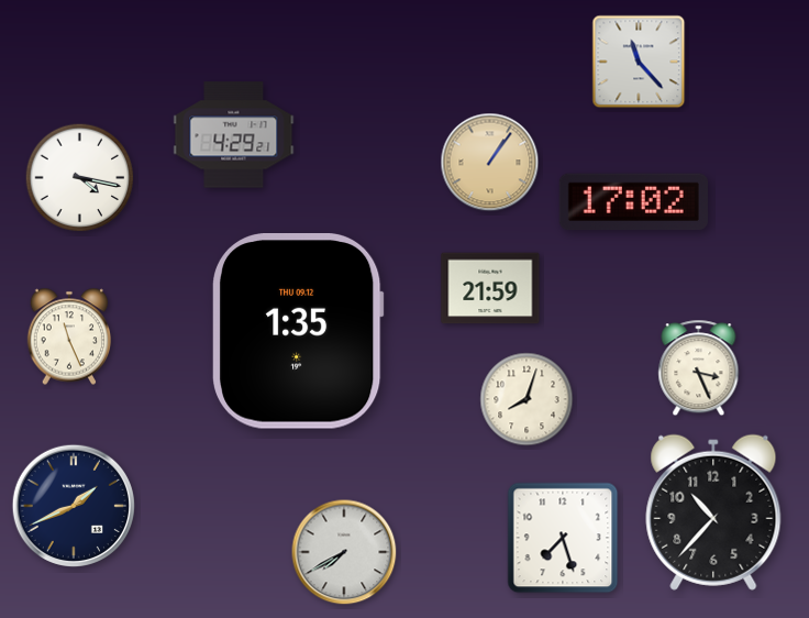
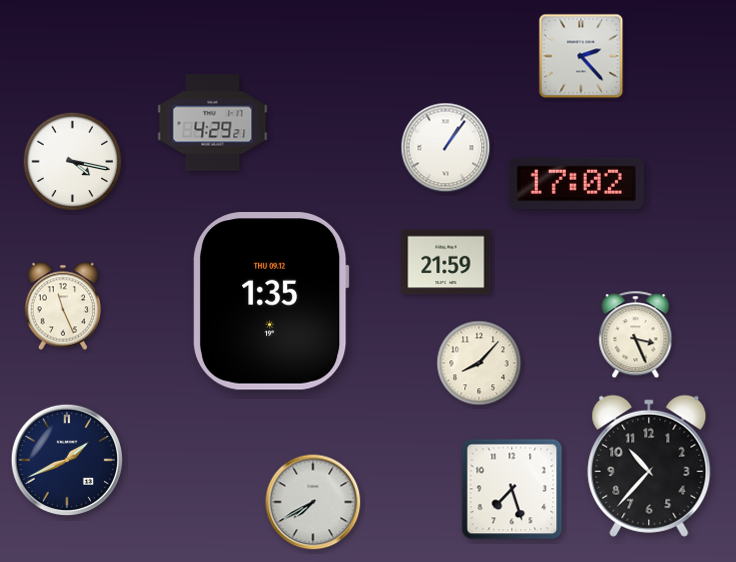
clock at (639, 62): 11:23 -> 2:23
clock at (490, 163) dial: champagne -> white
clock at (527, 399): 8:03 -> 8:07
